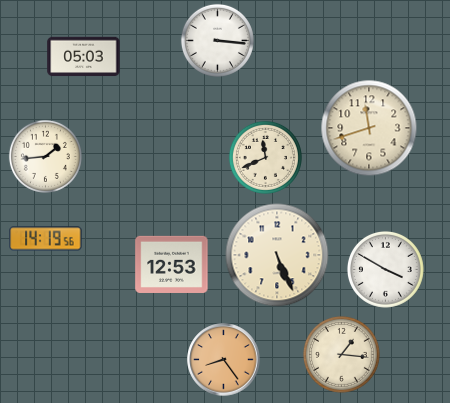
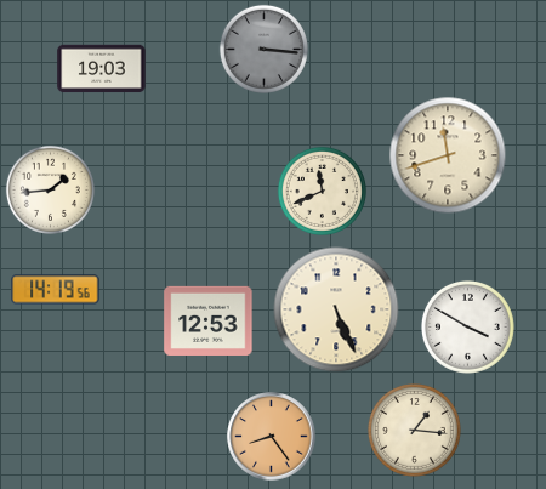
clock at (217, 40) dial: white -> grey
clock at (84, 57): 05:03 -> 19:03
clock at (45, 156) position: (45, 156) -> (50, 189)
